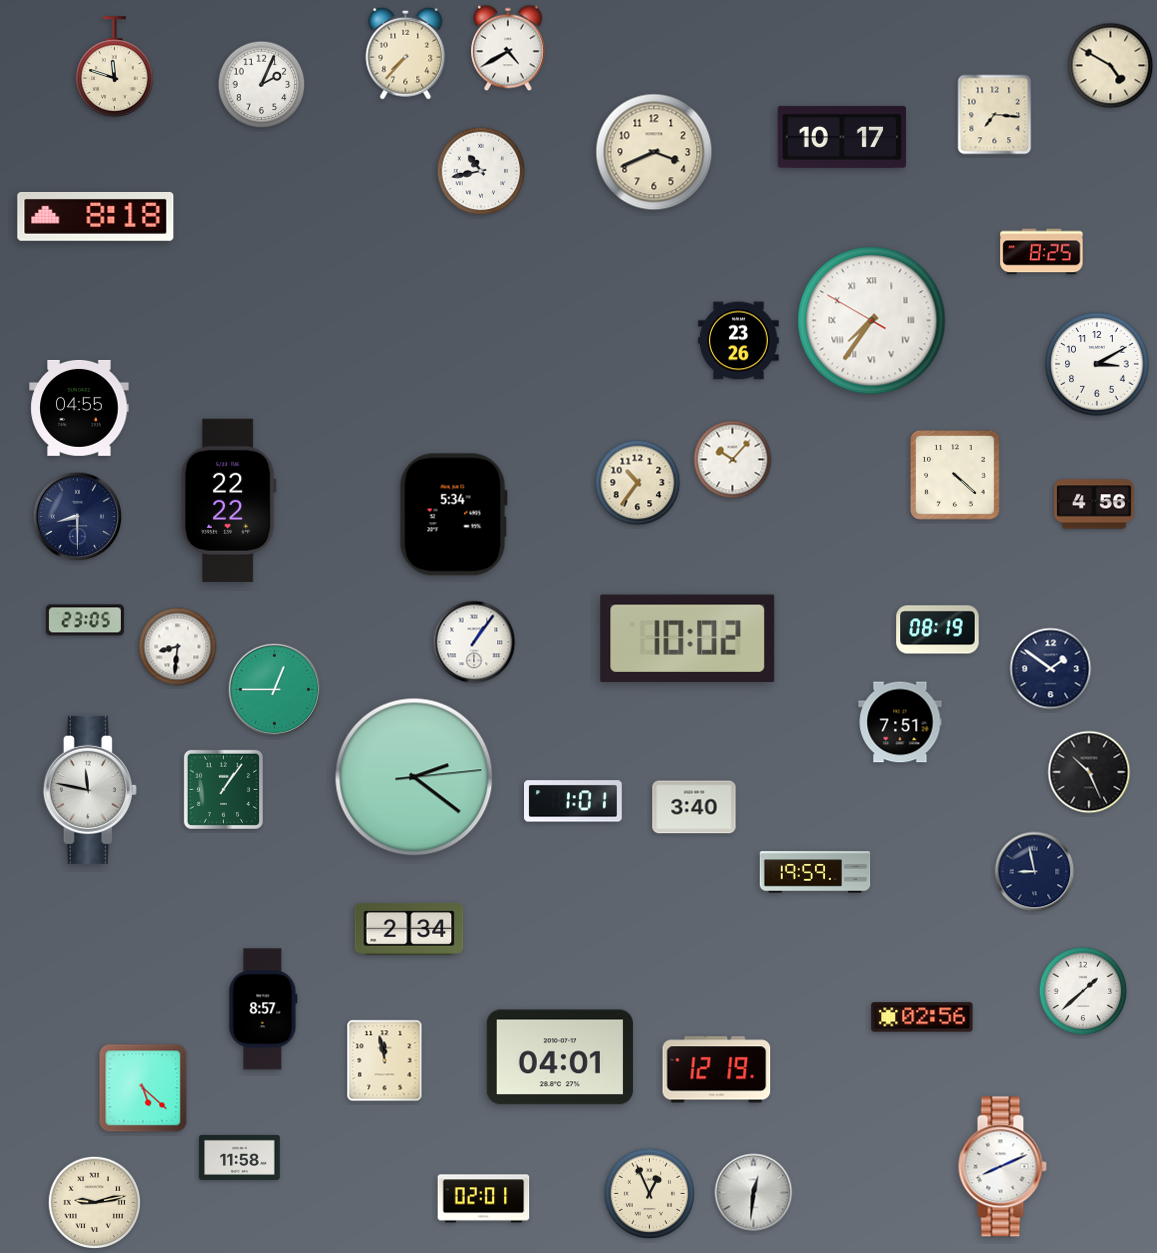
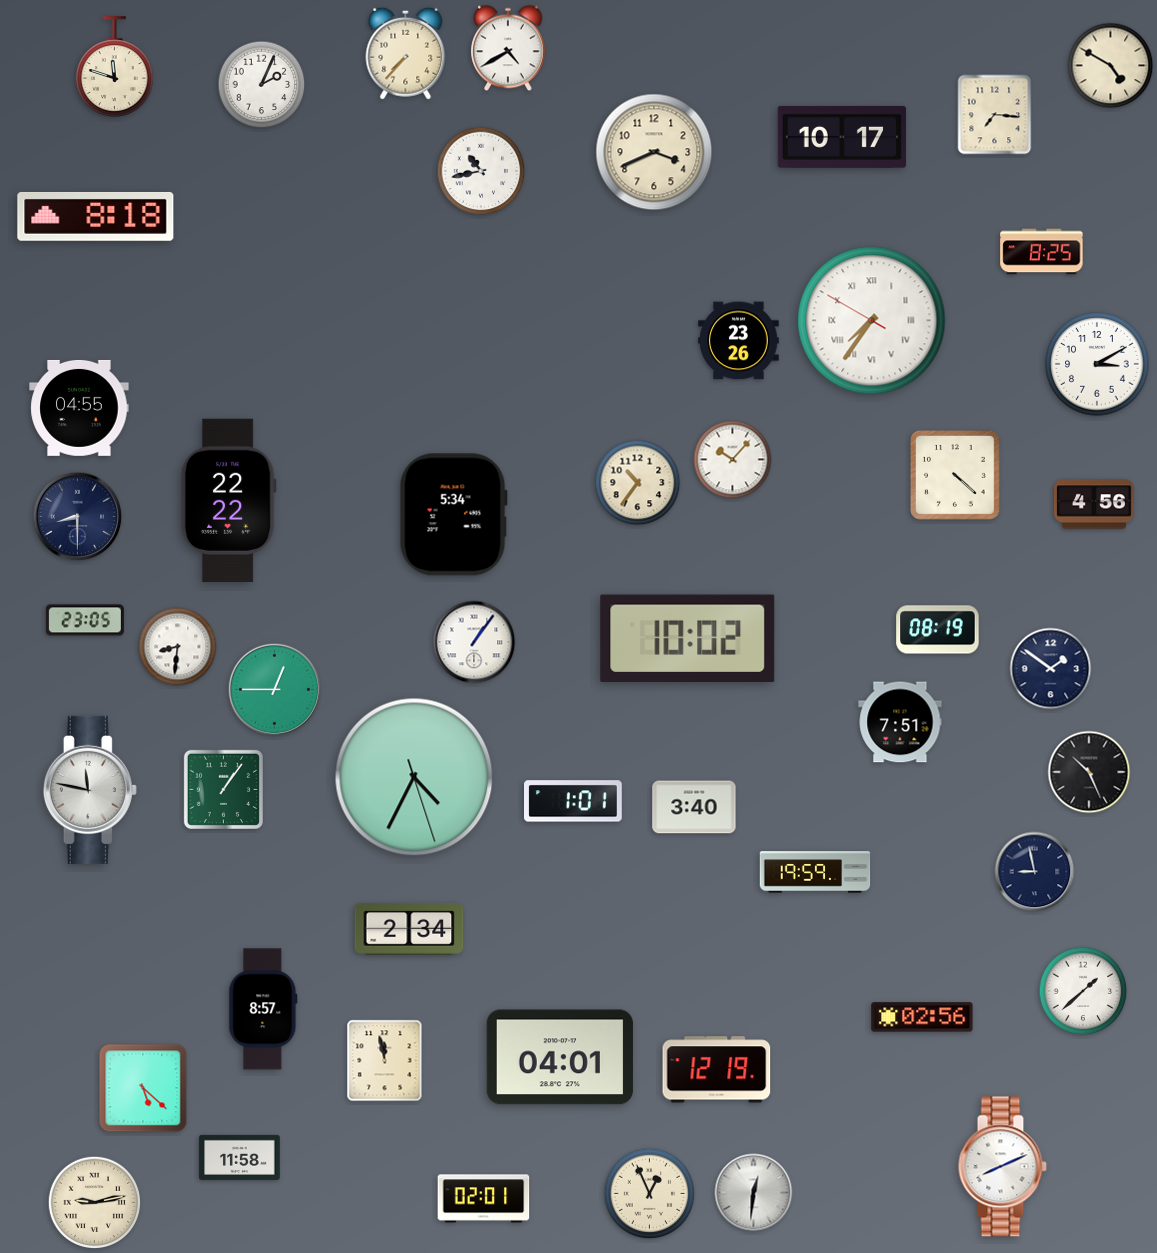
clock at (414, 777): 2:21 -> 4:34
